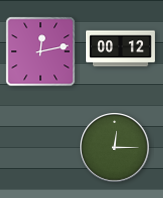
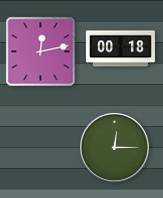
clock at (120, 49): 00:12 -> 00:18
